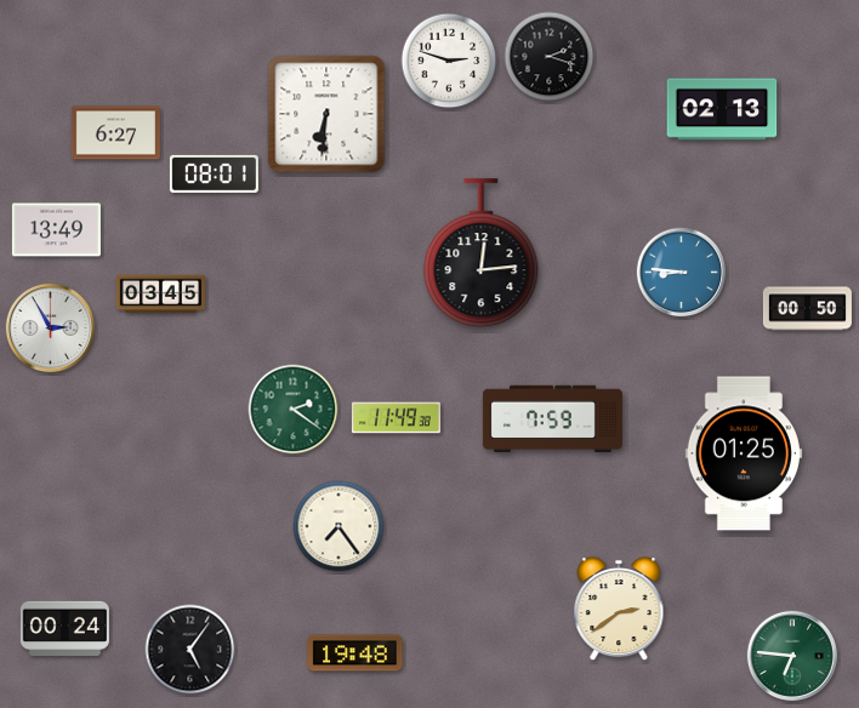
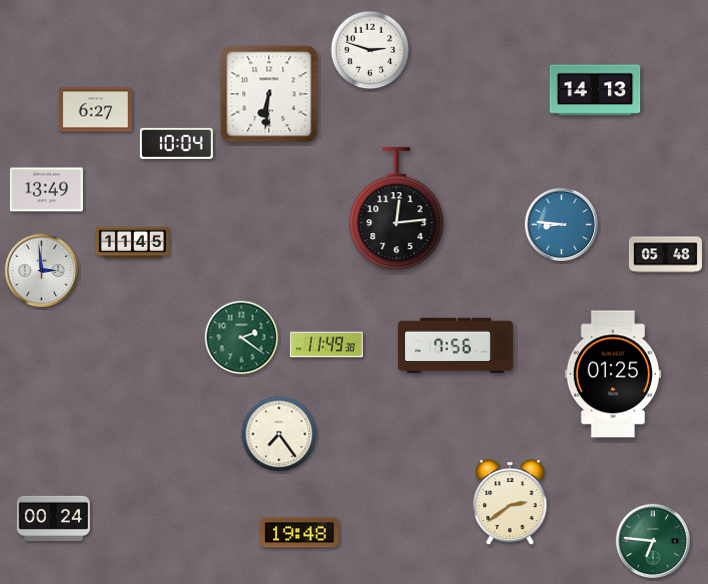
clock at (550, 57): 2:18 -> none
clock at (722, 109): 02:13 -> 14:13
clock at (214, 173): 08:01 -> 10:04
clock at (160, 295): 03:45 -> 11:45
clock at (807, 309): 00:50 -> 05:48
clock at (51, 329): 2:55 -> 2:59
clock at (552, 419): 7:59 -> 7:56
clock at (190, 650): 5:06 -> none
clock at (355, 653) position: (355, 653) -> (300, 533)
